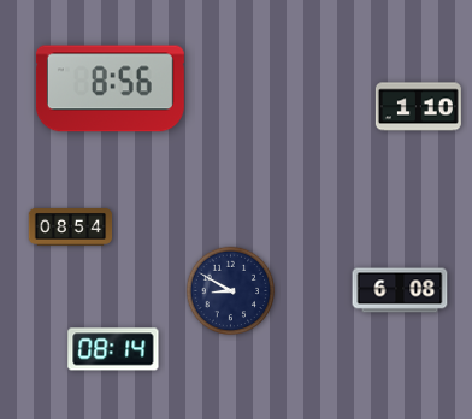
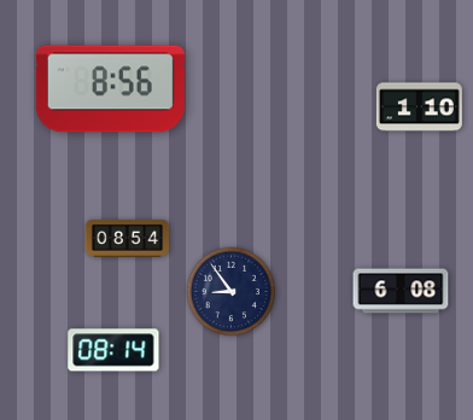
clock at (71, 228) position: (71, 228) -> (128, 239)
clock at (231, 291): 8:50 -> 8:54
